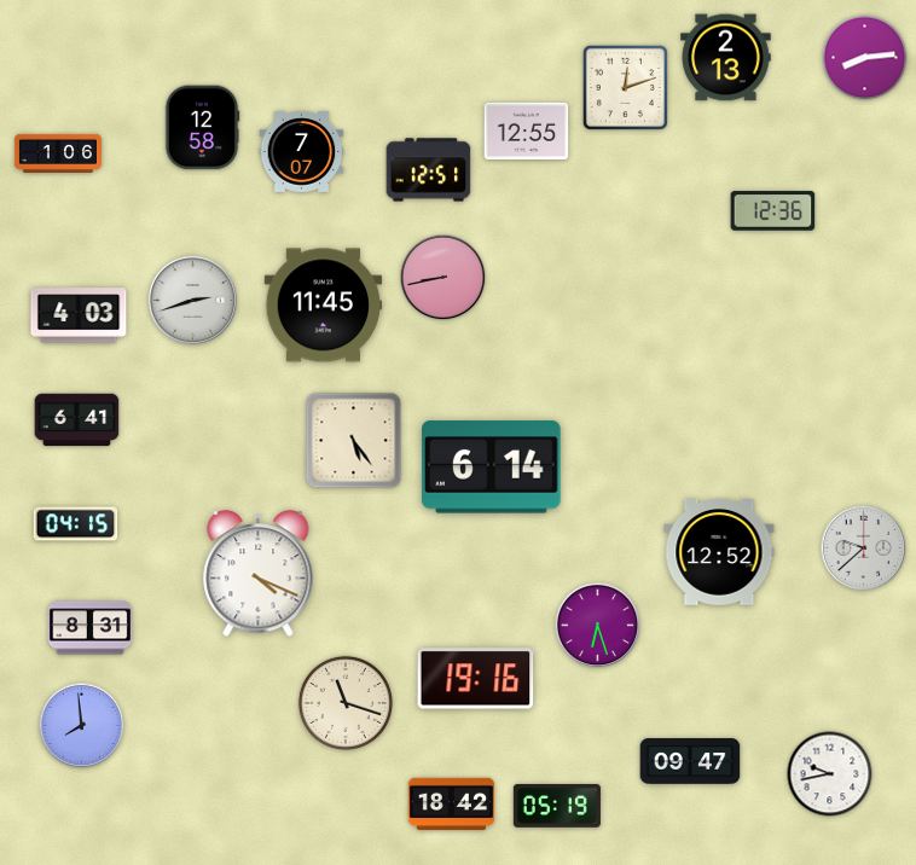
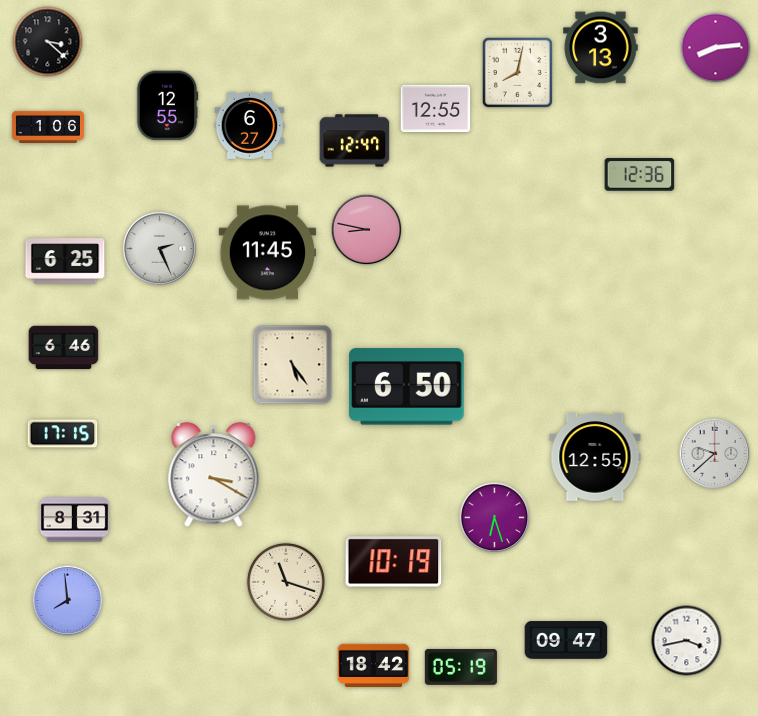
clock at (48, 42): none -> 3:22
clock at (726, 58): 2:13 -> 3:13
clock at (625, 87): 12:12 -> 8:02
clock at (202, 128): 12:58 -> 12:55
clock at (302, 151): 7:07 -> 6:27
clock at (429, 170): 12:51 -> 12:47
clock at (443, 278): 8:43 -> 8:47
clock at (192, 300): 2:42 -> 2:26
clock at (79, 315): 4:03 -> 6:25
clock at (77, 420): 6:41 -> 6:46
clock at (492, 468): 6:14 -> 6:50
clock at (76, 524): 04:15 -> 17:15
clock at (719, 553): 12:52 -> 12:55
clock at (259, 574): 4:19 -> 3:20
clock at (476, 679): 19:16 -> 10:19
clock at (690, 761) position: (690, 761) -> (566, 640)
clock at (830, 774): 9:43 -> 3:43
